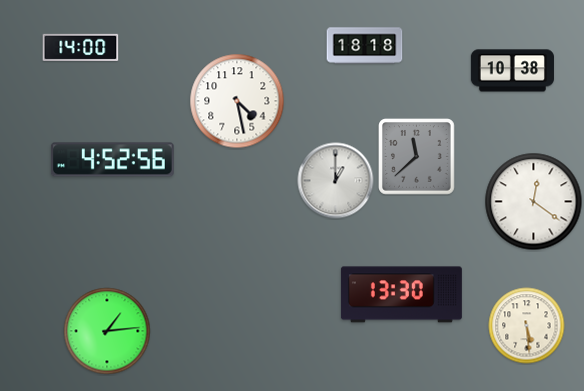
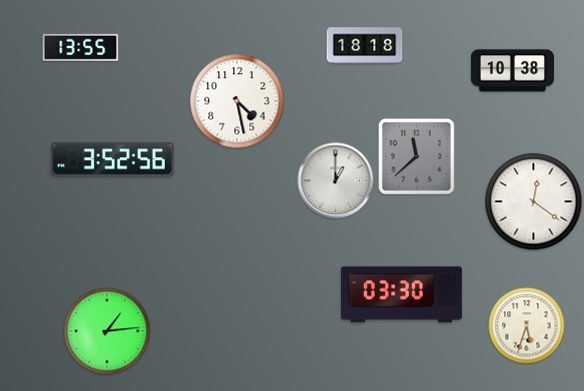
clock at (81, 47): 14:00 -> 13:55
clock at (112, 160): 4:52 -> 3:52
clock at (401, 295): 13:30 -> 03:30
clock at (527, 326): 5:29 -> 5:33
